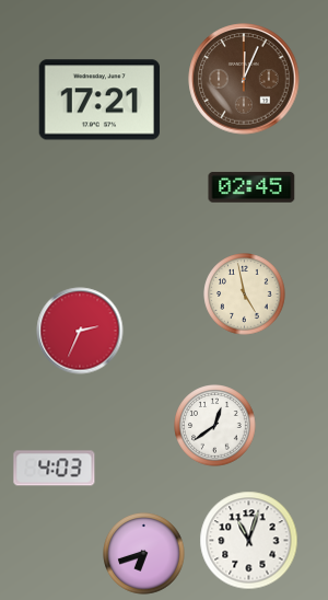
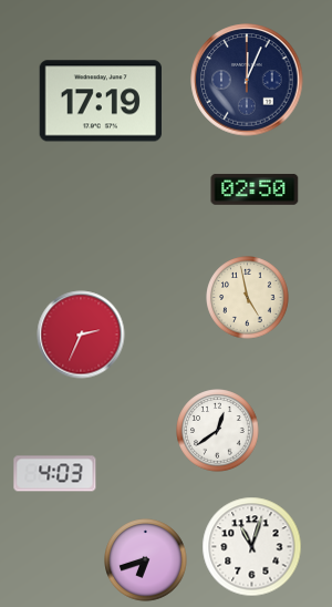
clock at (244, 79) dial: brown -> navy
clock at (98, 100): 17:21 -> 17:19
clock at (251, 187): 02:45 -> 02:50
